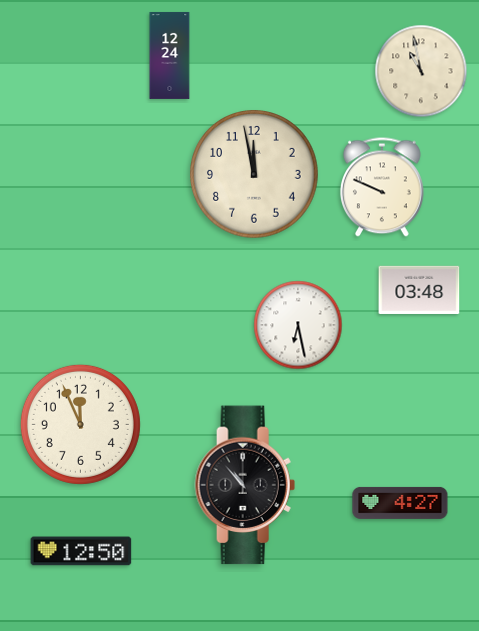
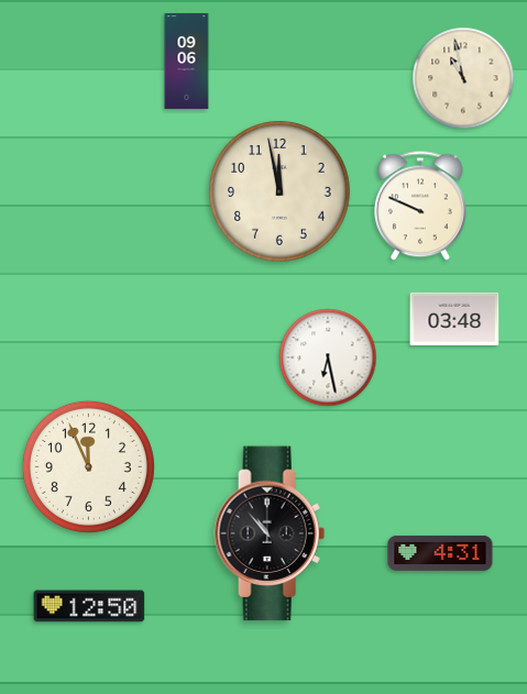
clock at (170, 55): 12:24 -> 09:06
clock at (419, 289) position: (419, 289) -> (454, 318)
clock at (400, 503): 4:27 -> 4:31
